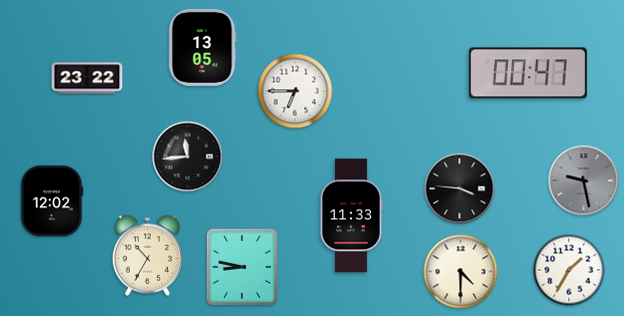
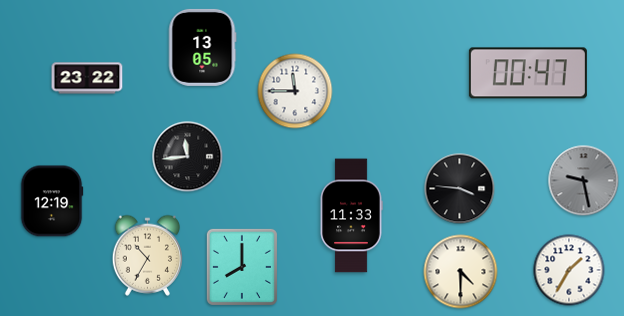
clock at (295, 91): 6:45 -> 11:45
clock at (52, 201): 12:02 -> 12:19
clock at (242, 267): 8:47 -> 8:00
